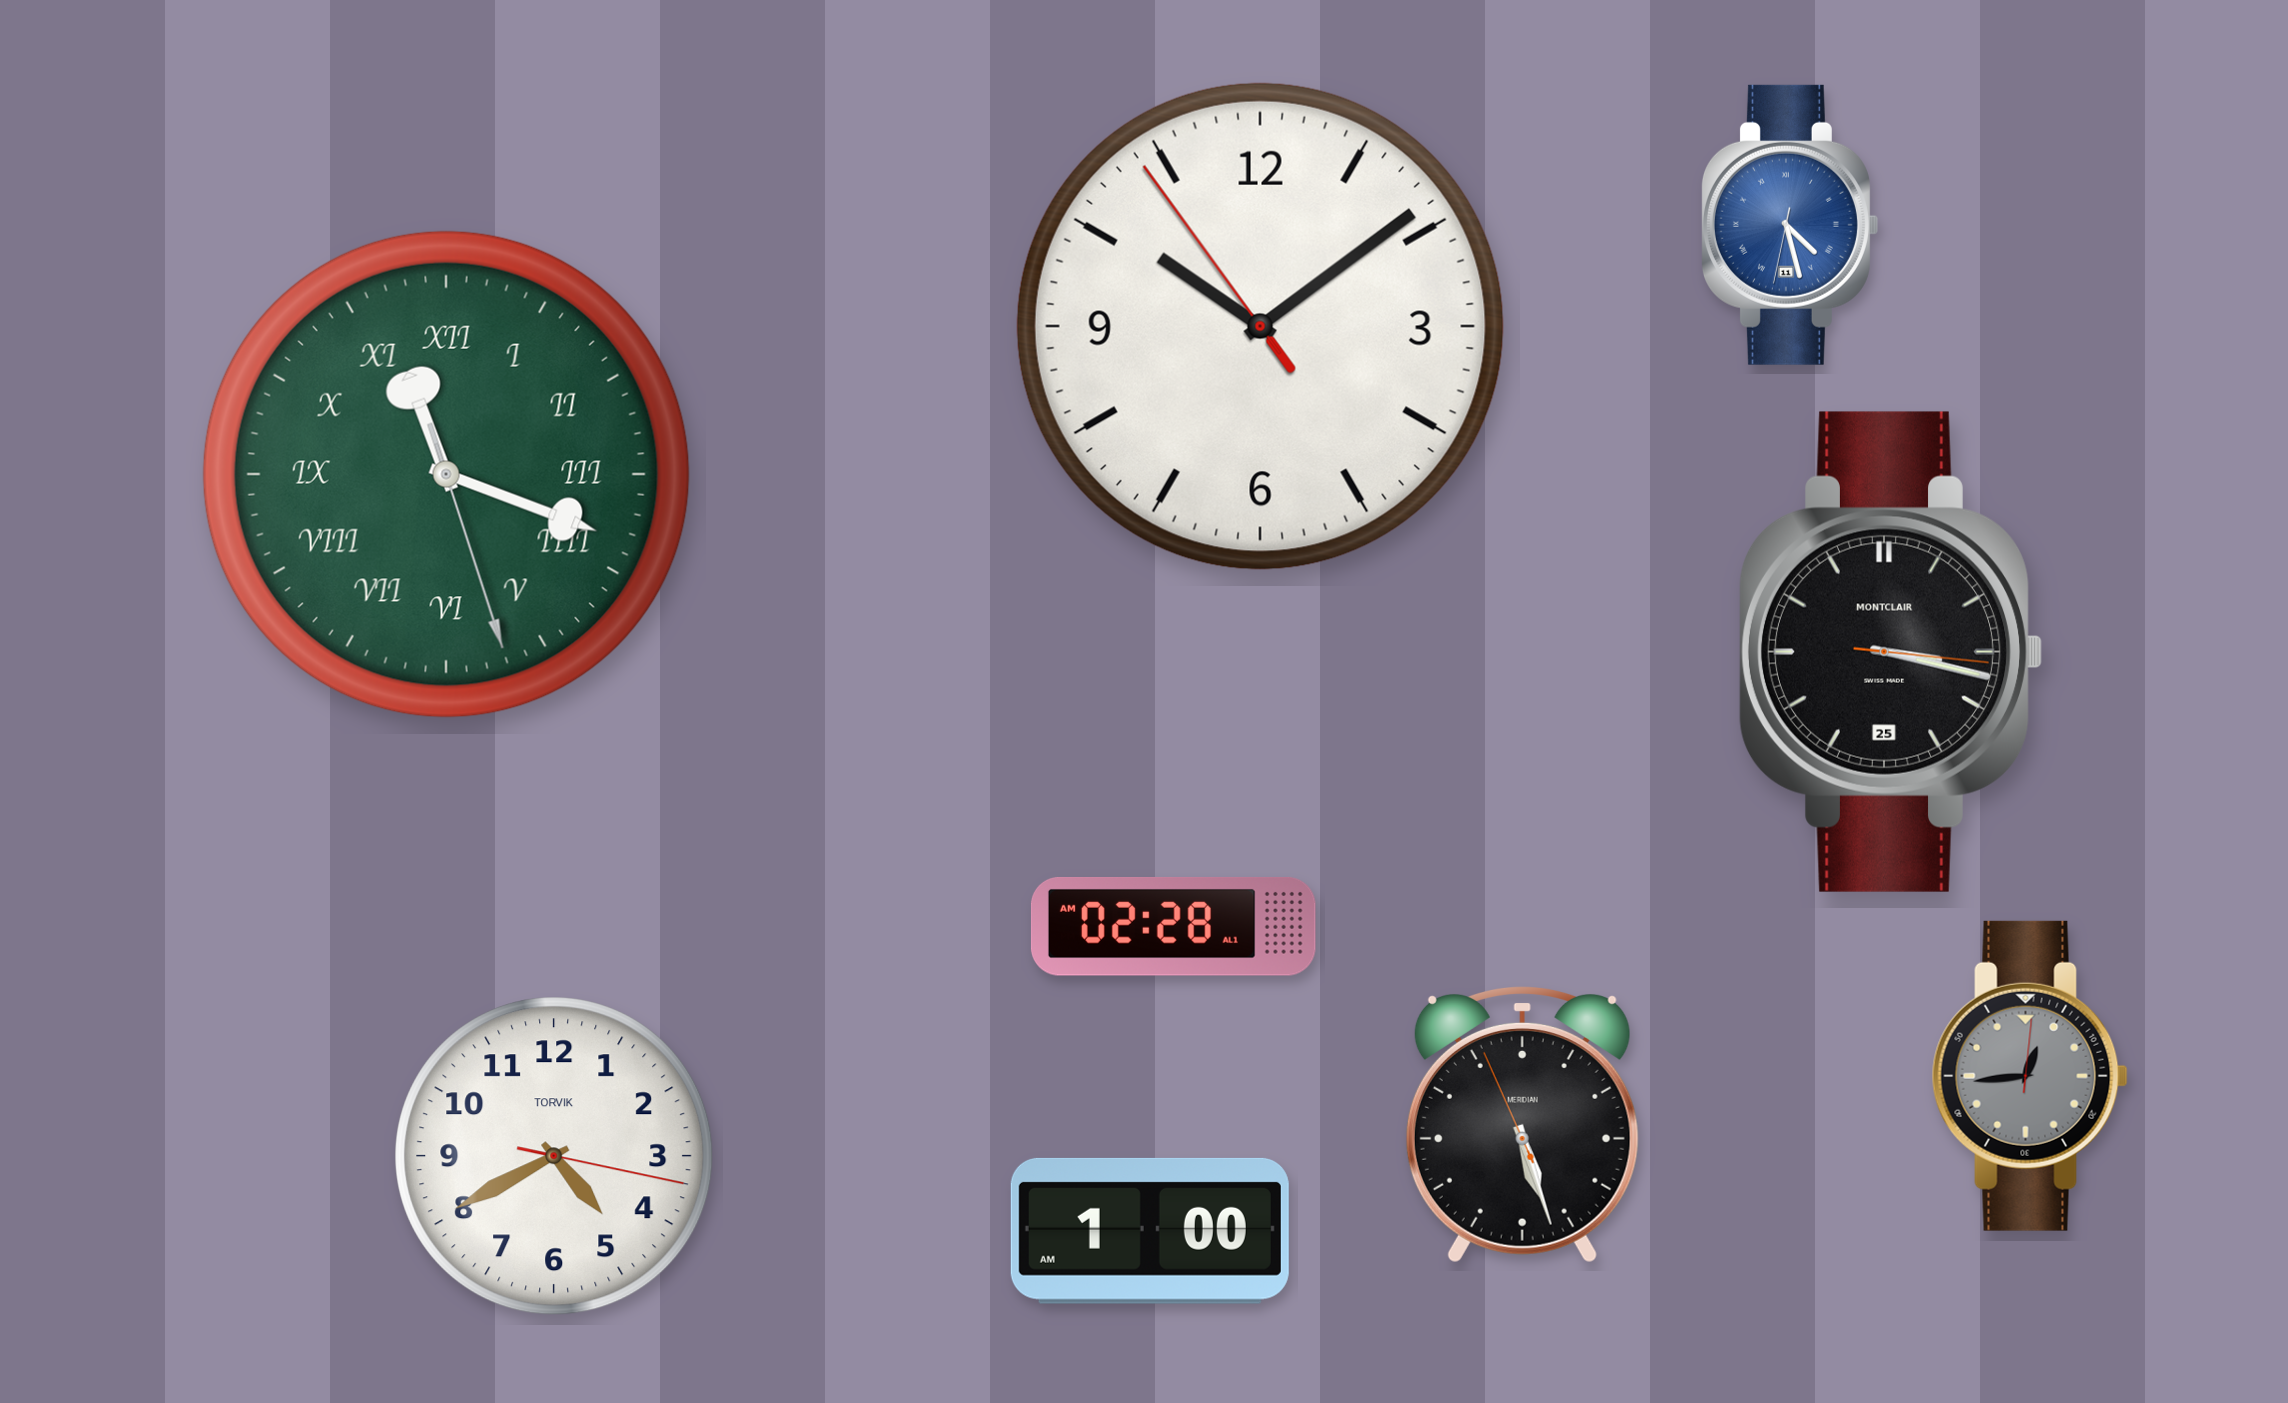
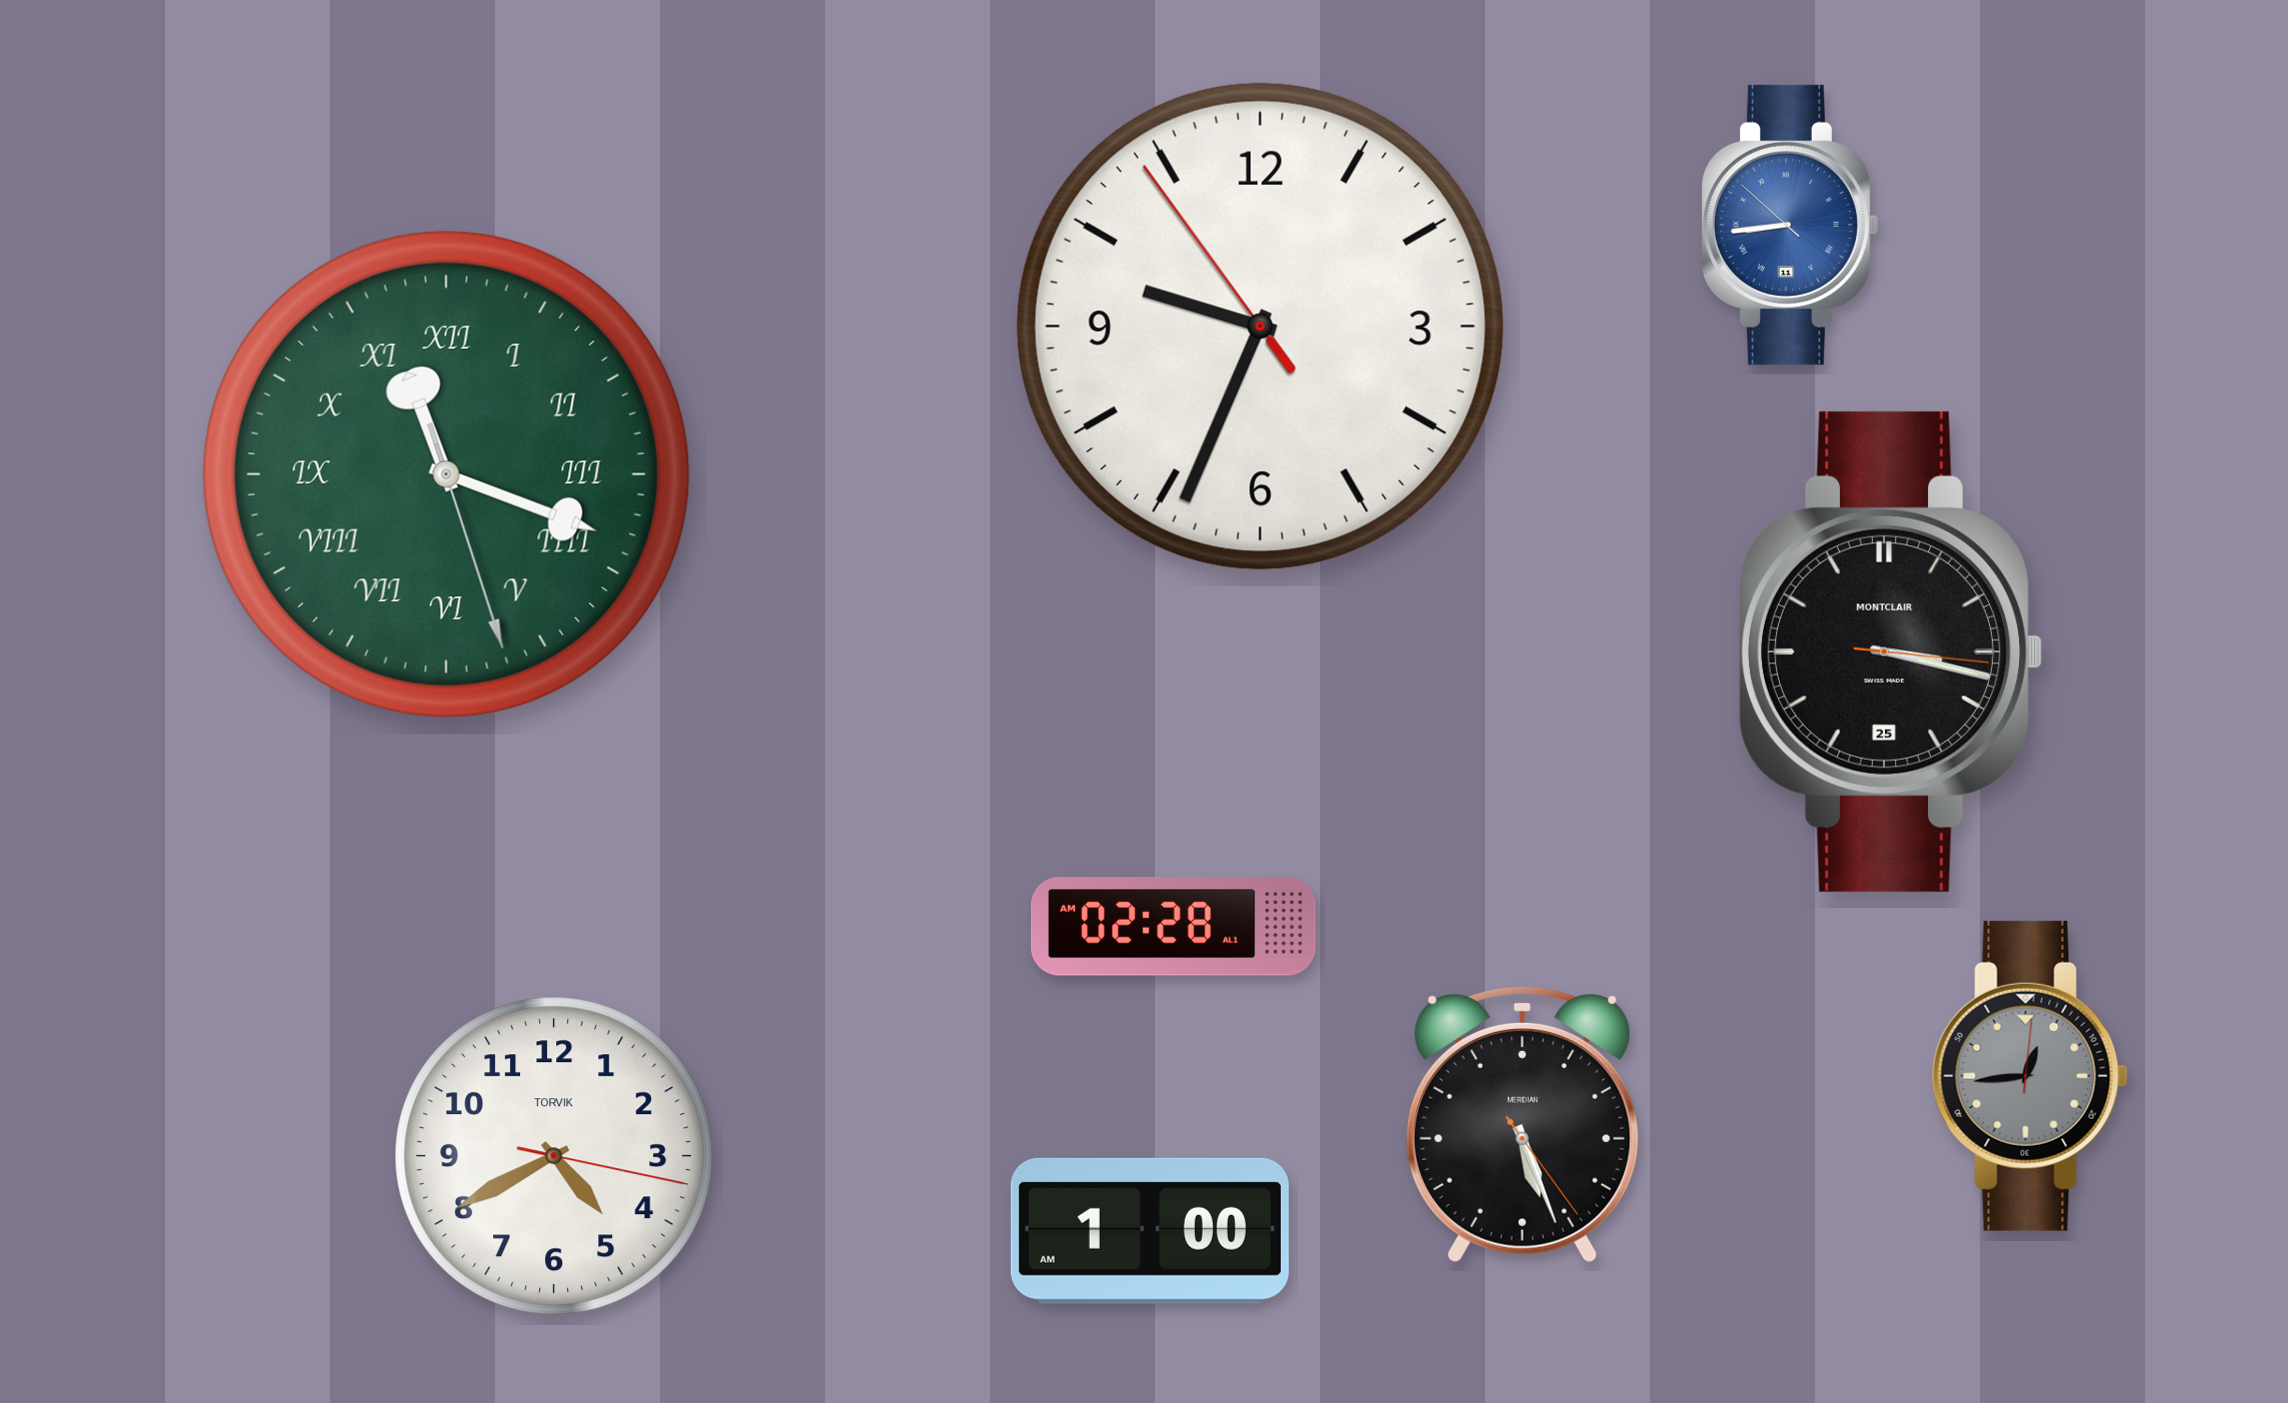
clock at (1789, 225): 4:27 -> 8:43
clock at (1260, 326): 10:08 -> 9:33
clock at (1522, 1125): 5:26:56 -> 5:26:24
